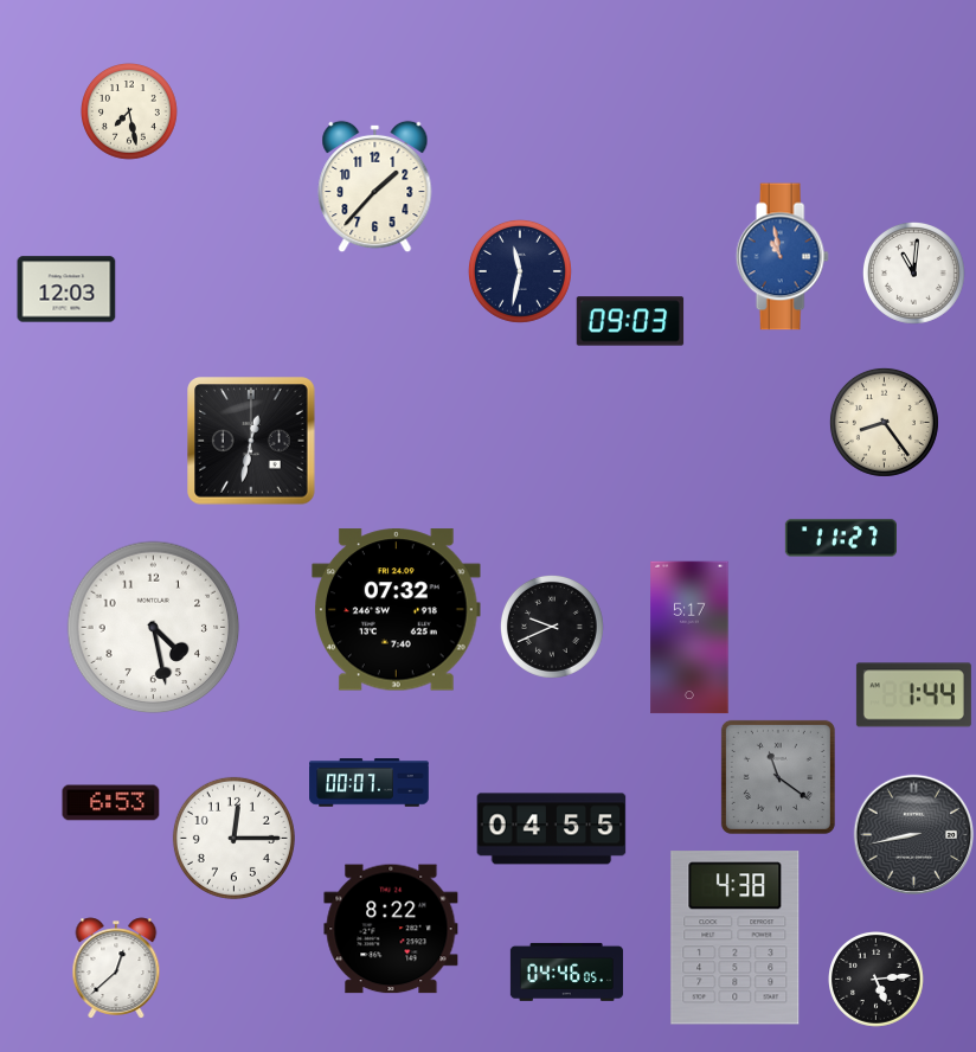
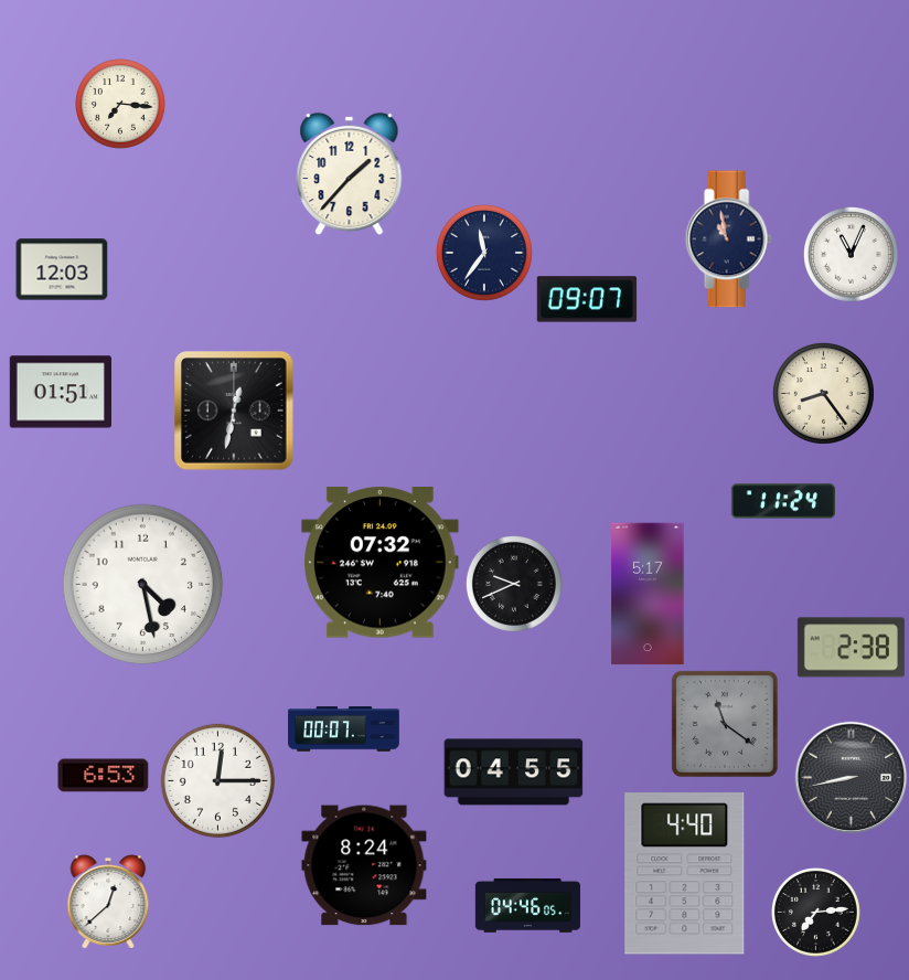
clock at (130, 113): 7:28 -> 7:16
clock at (782, 257) dial: blue -> navy
clock at (520, 271): 11:32 -> 11:36
clock at (913, 272): 11:01 -> 11:04
clock at (630, 321): 09:03 -> 09:07
clock at (60, 392): none -> 01:51
clock at (841, 538): 11:27 -> 11:24
clock at (397, 610) position: (397, 610) -> (381, 563)
clock at (689, 637) position: (689, 637) -> (648, 594)
clock at (913, 695): 1:44 -> 2:38
clock at (111, 803) position: (111, 803) -> (104, 776)
clock at (391, 929): 8:22 -> 8:24
clock at (736, 938): 4:38 -> 4:40
clock at (877, 980): 5:14 -> 7:14
